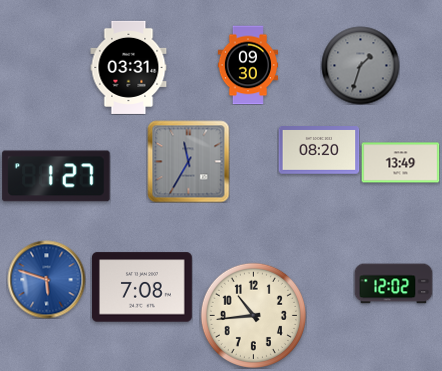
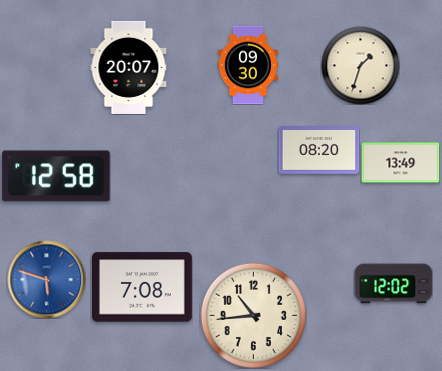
clock at (360, 65) dial: grey -> cream
clock at (129, 67): 03:31 -> 20:07
clock at (188, 161): 11:35 -> none
clock at (56, 176): 1:27 -> 12:58
